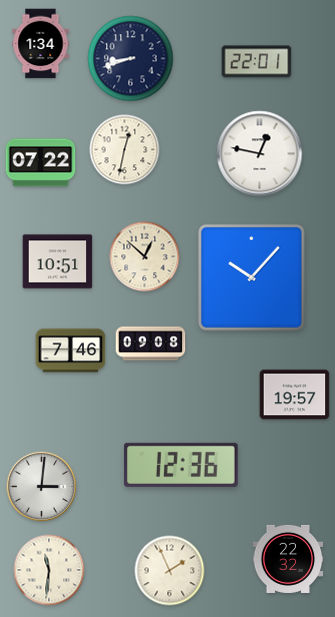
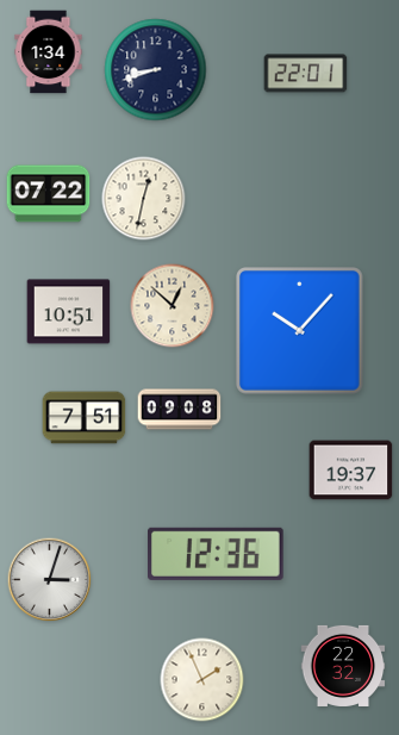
clock at (125, 150) position: (125, 150) -> (144, 199)
clock at (260, 154): 12:47 -> none
clock at (71, 351): 7:46 -> 7:51
clock at (295, 395): 19:57 -> 19:37
clock at (42, 487): 3:01 -> 3:03
clock at (49, 570): 11:31 -> none
